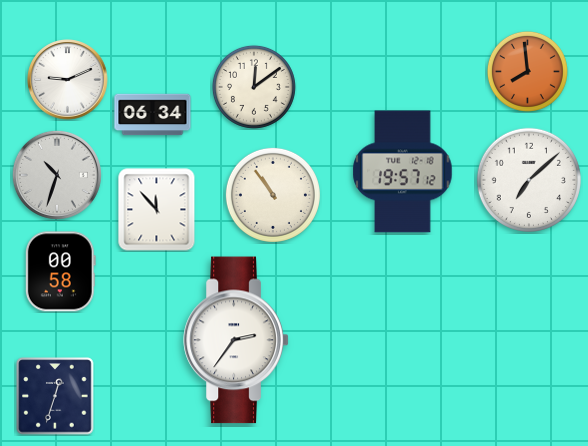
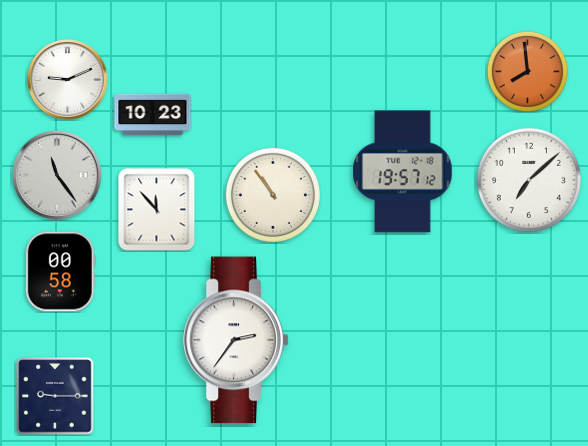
clock at (254, 87): 12:09 -> none
clock at (153, 115): 06:34 -> 10:23
clock at (57, 175): 10:33 -> 11:24
clock at (55, 396): 12:33 -> 9:15
